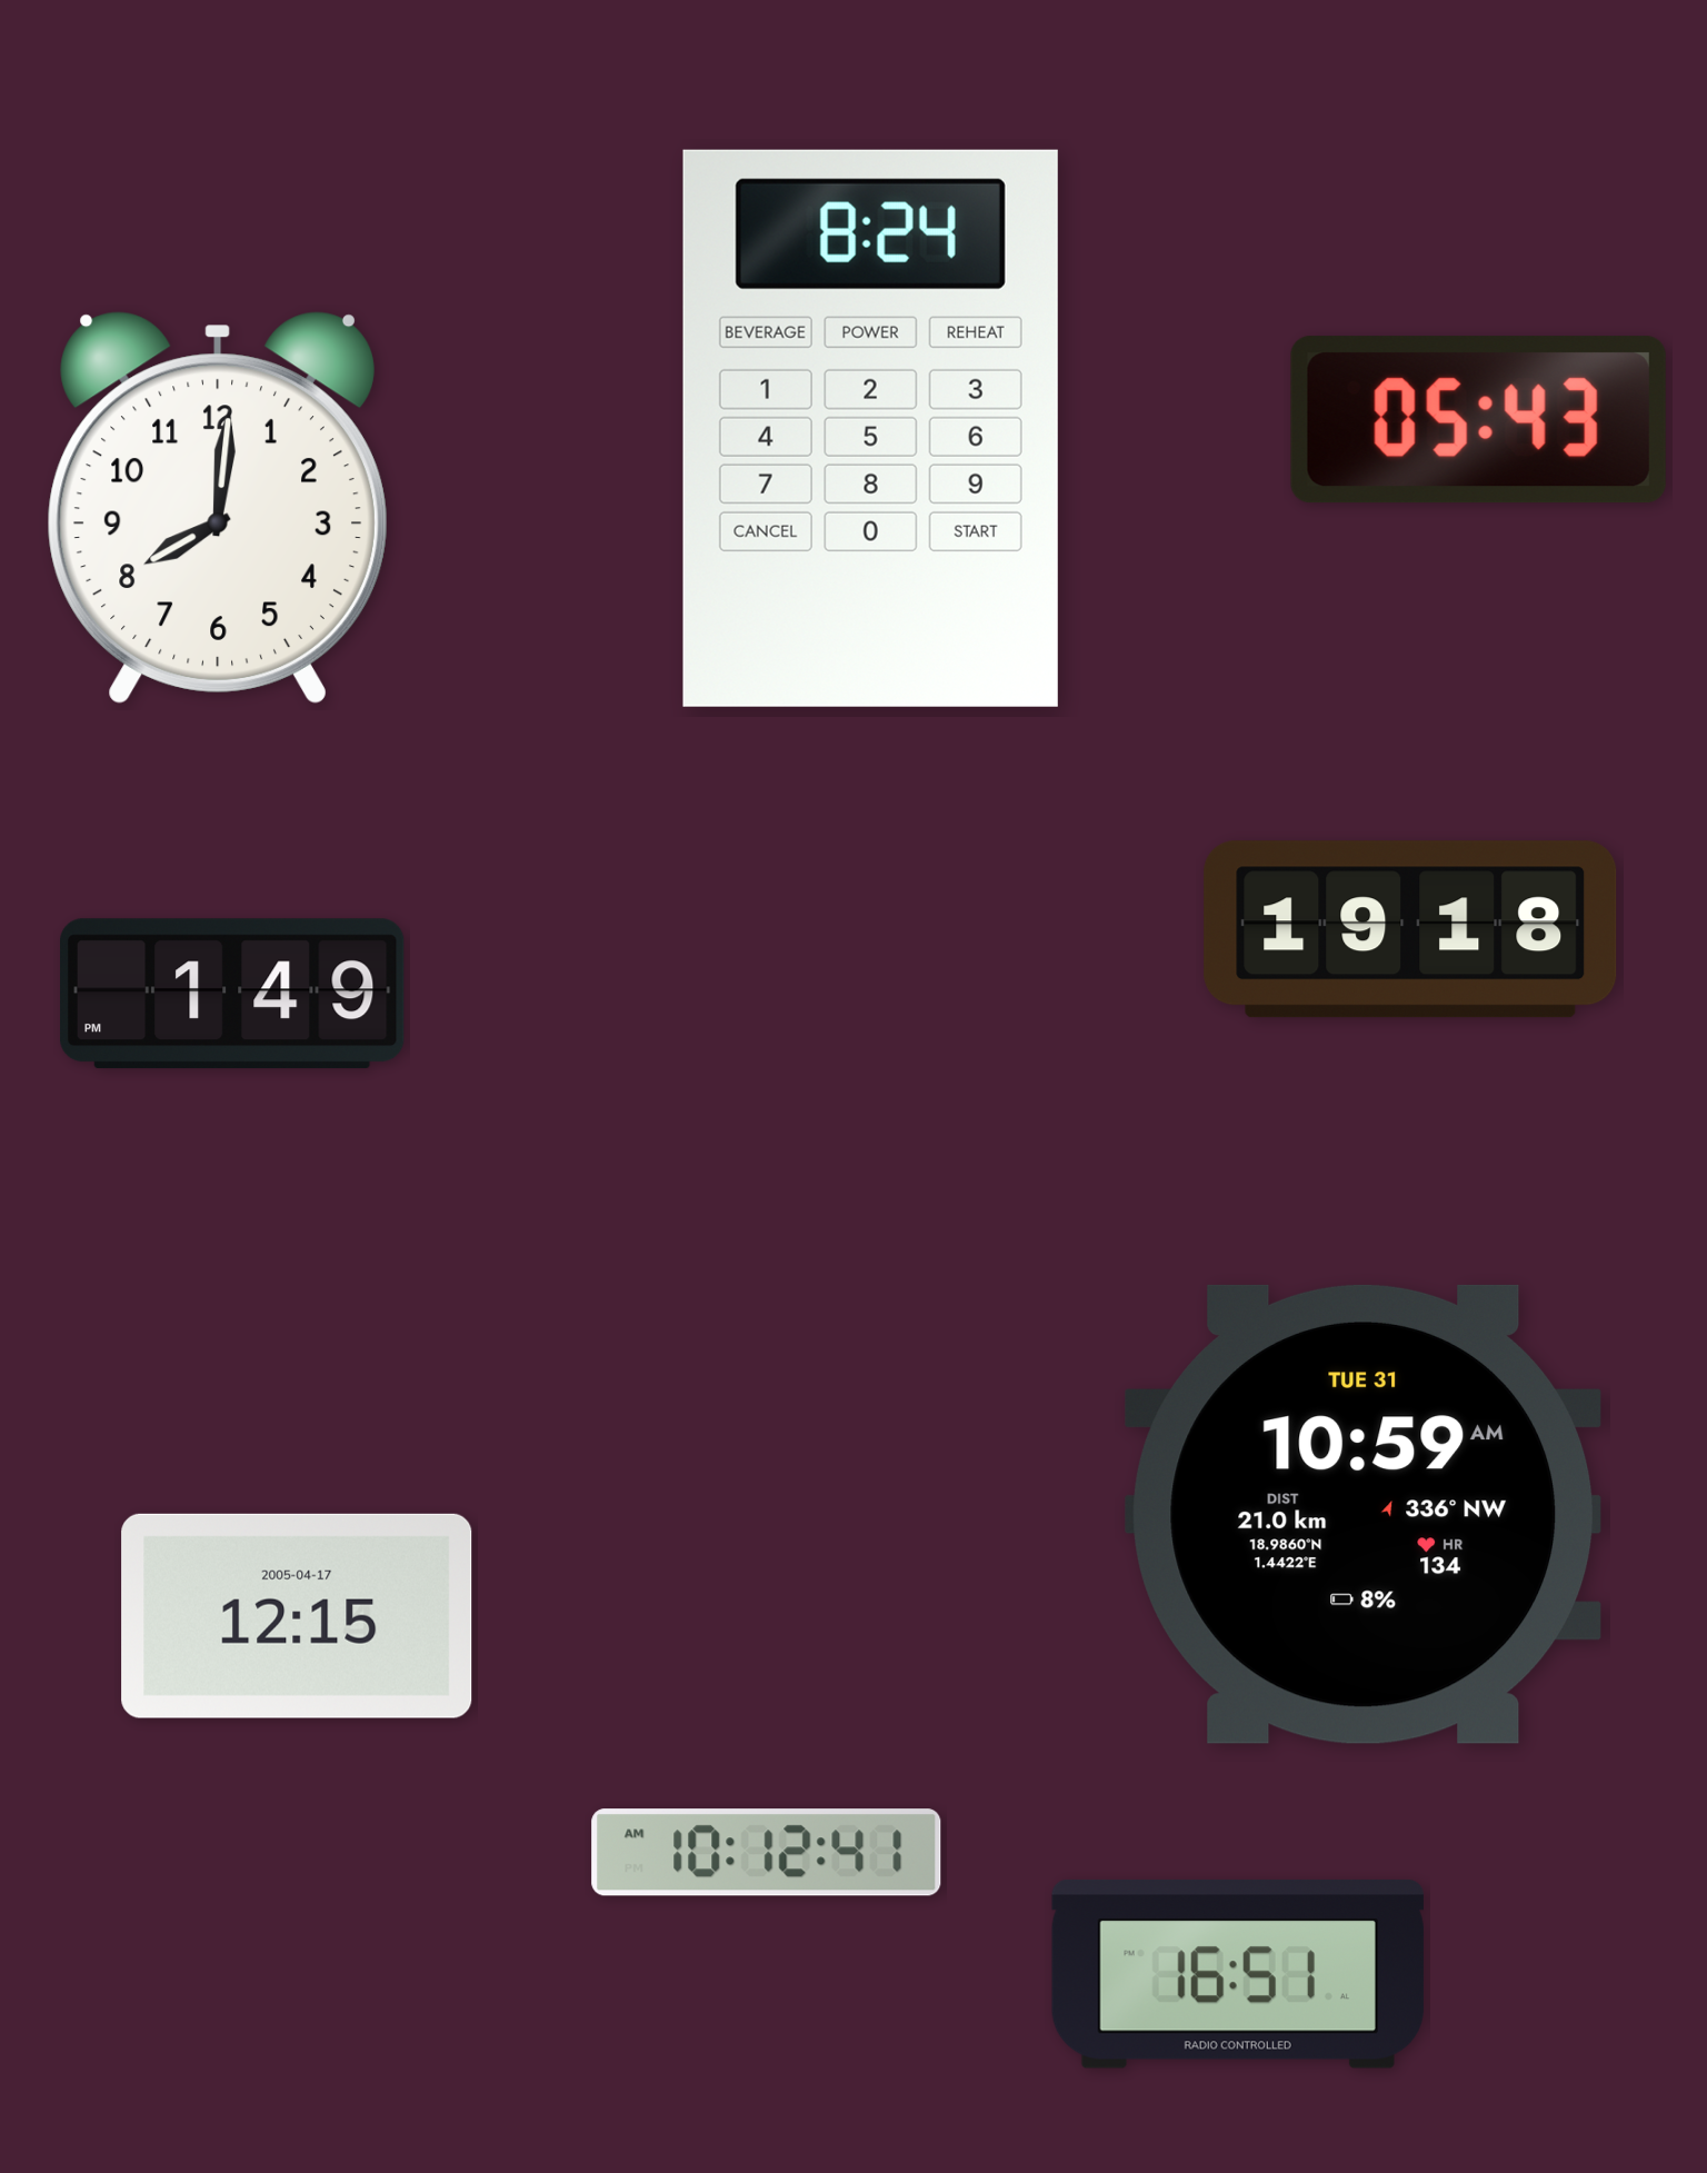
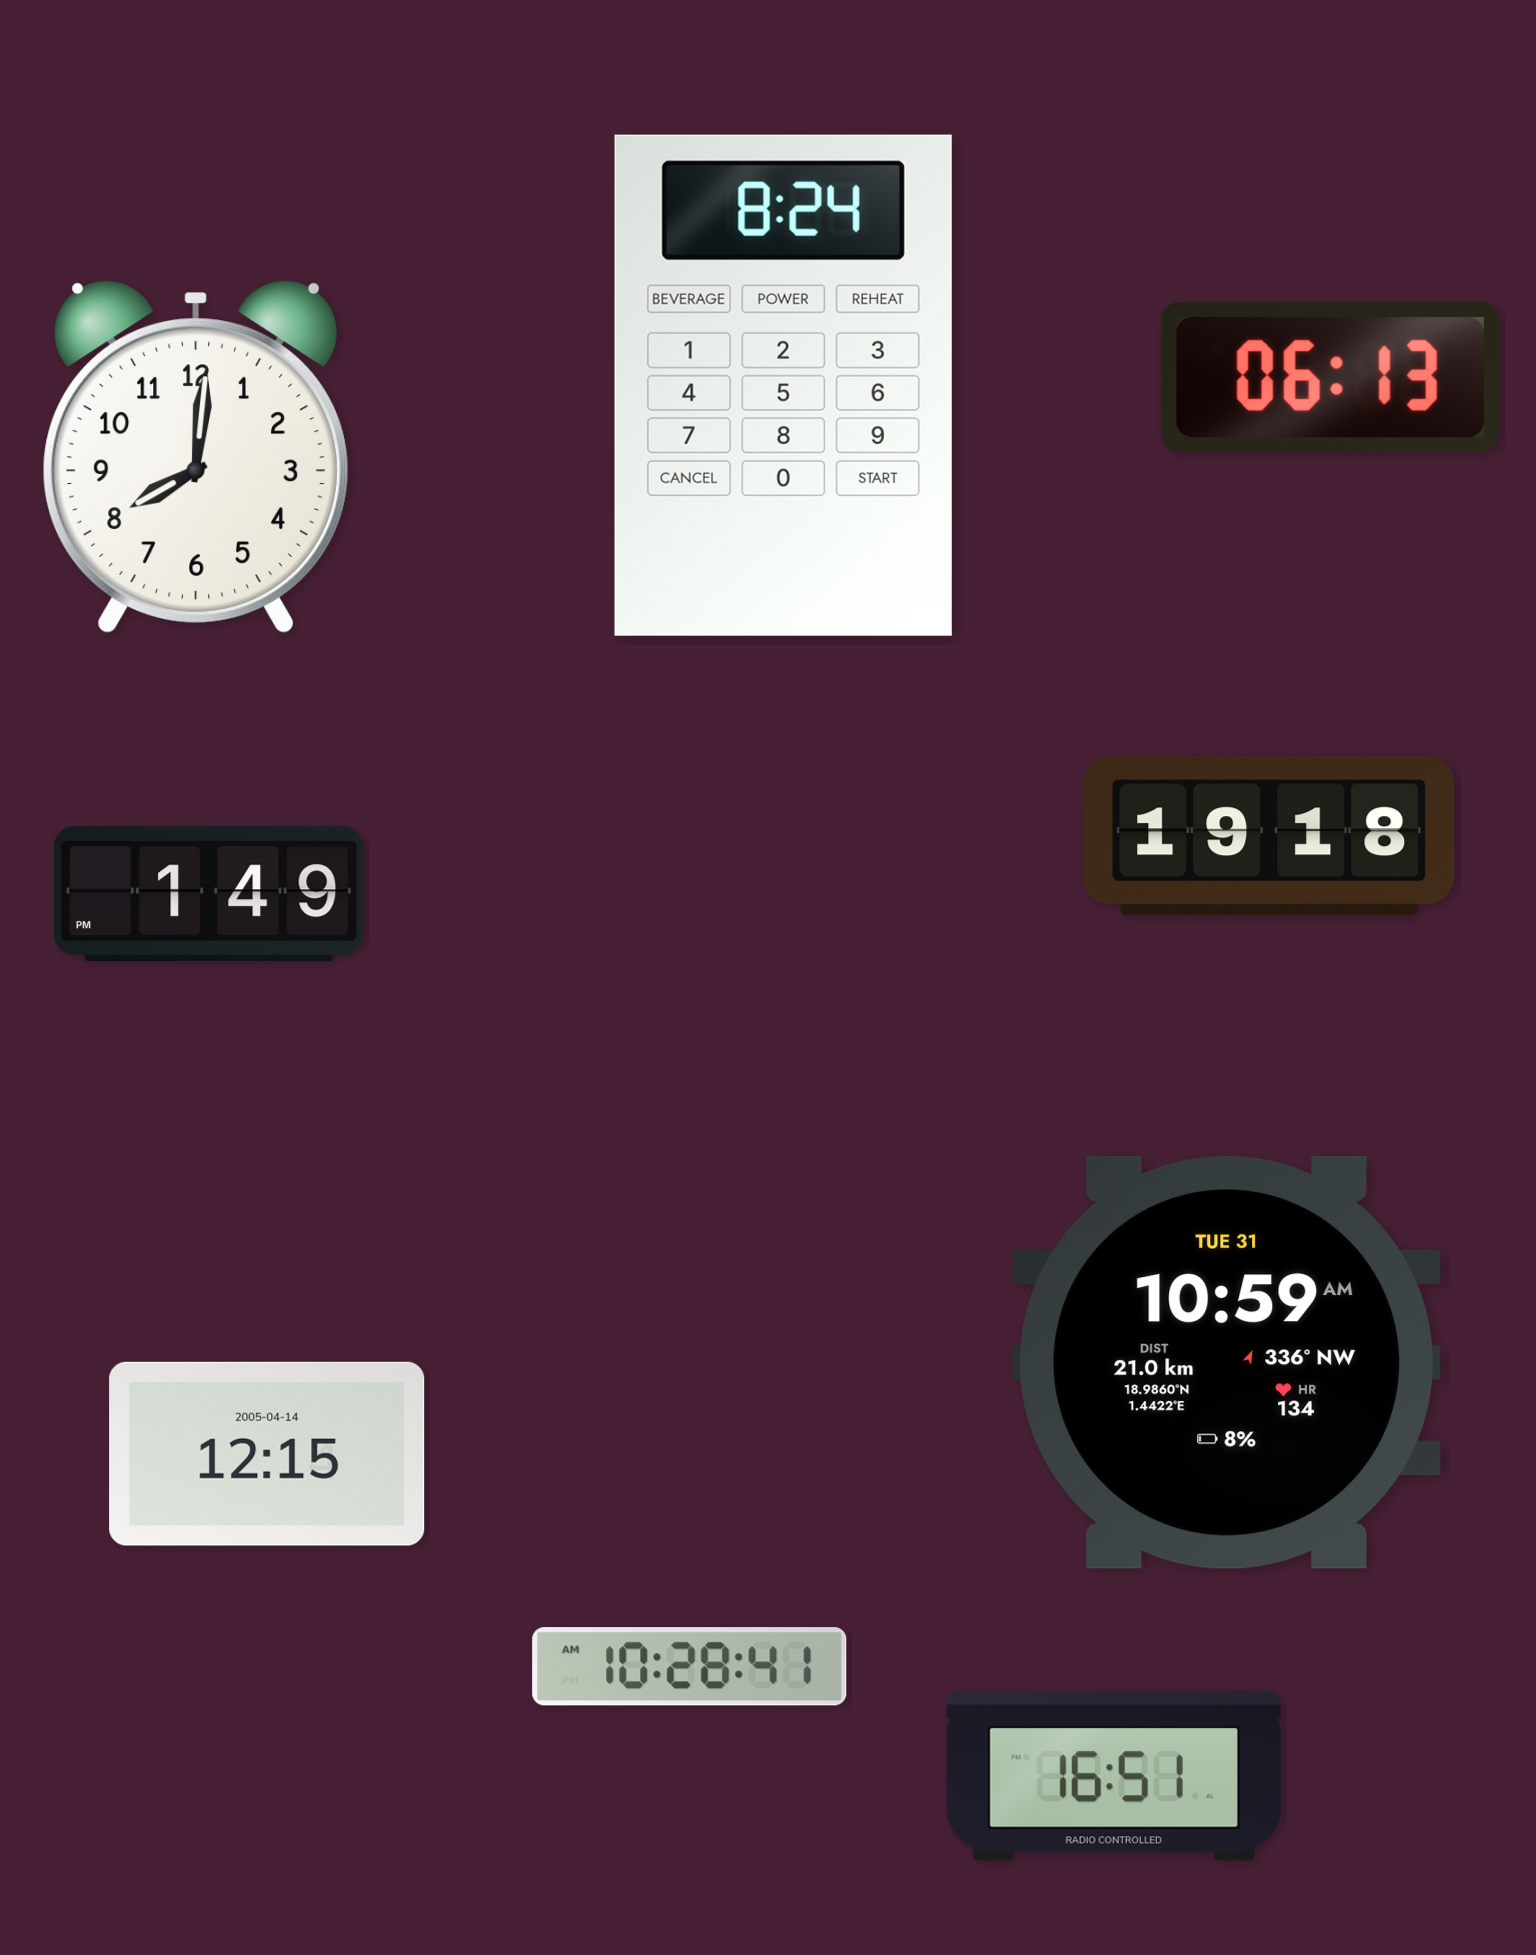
clock at (1478, 420): 05:43 -> 06:13
clock at (297, 1616) date: 2005-04-17 -> 2005-04-14
clock at (767, 1853): 10:12 -> 10:28
